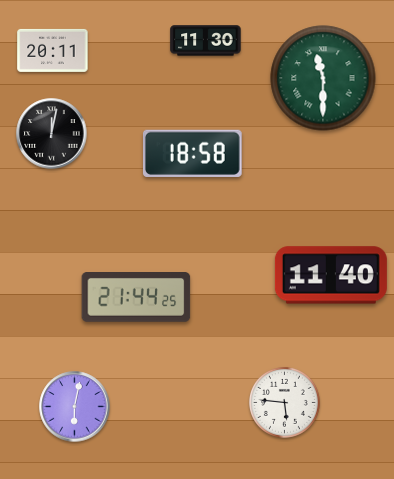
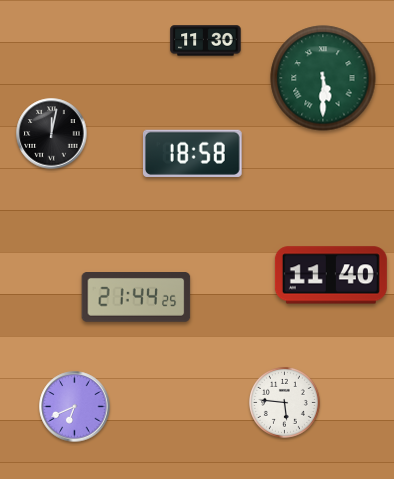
clock at (53, 50): 20:11 -> none
clock at (323, 78): 11:30 -> 5:30
clock at (75, 407): 6:02 -> 6:41
